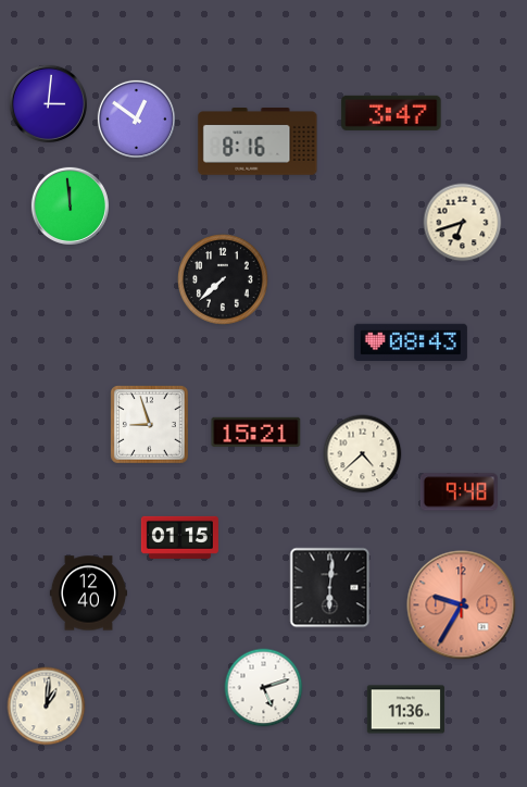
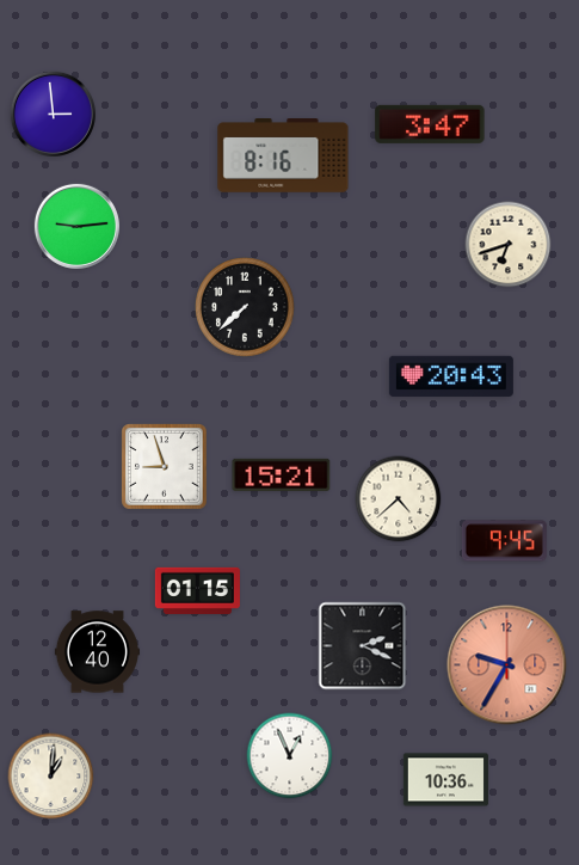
clock at (48, 103): 3:01 -> 2:59
clock at (136, 118): 12:51 -> none
clock at (70, 205): 11:59 -> 9:14
clock at (411, 342): 08:43 -> 20:43
clock at (459, 492): 9:48 -> 9:45
clock at (330, 588): 6:01 -> 2:19
clock at (264, 688): 5:12 -> 12:56
clock at (405, 710): 11:36 -> 10:36
